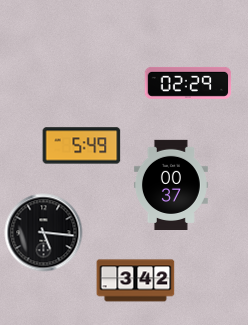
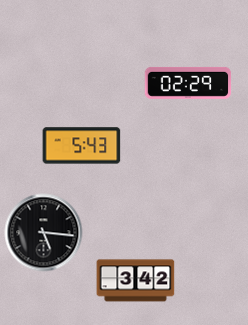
clock at (81, 146): 5:49 -> 5:43
clock at (171, 184): 00:37 -> none
